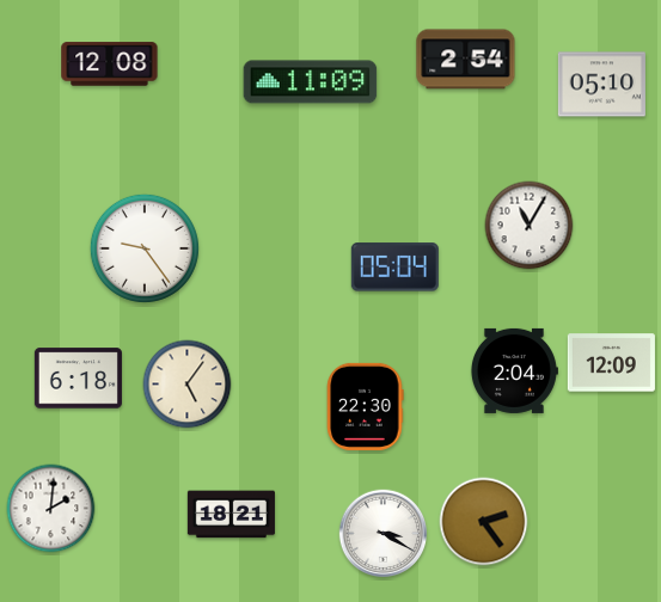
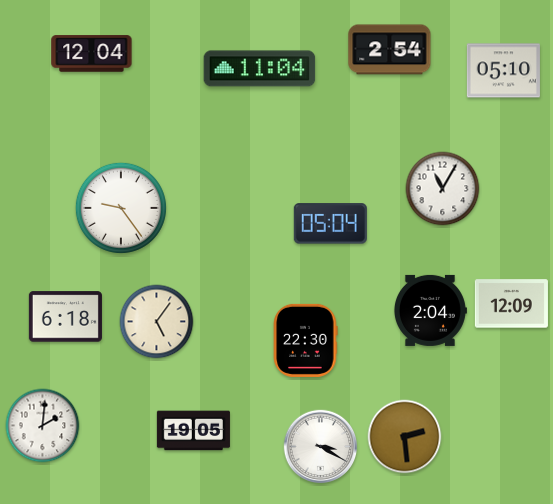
clock at (110, 64): 12:08 -> 12:04
clock at (311, 82): 11:09 -> 11:04
clock at (231, 515): 18:21 -> 19:05
clock at (484, 522): 2:24 -> 2:29
